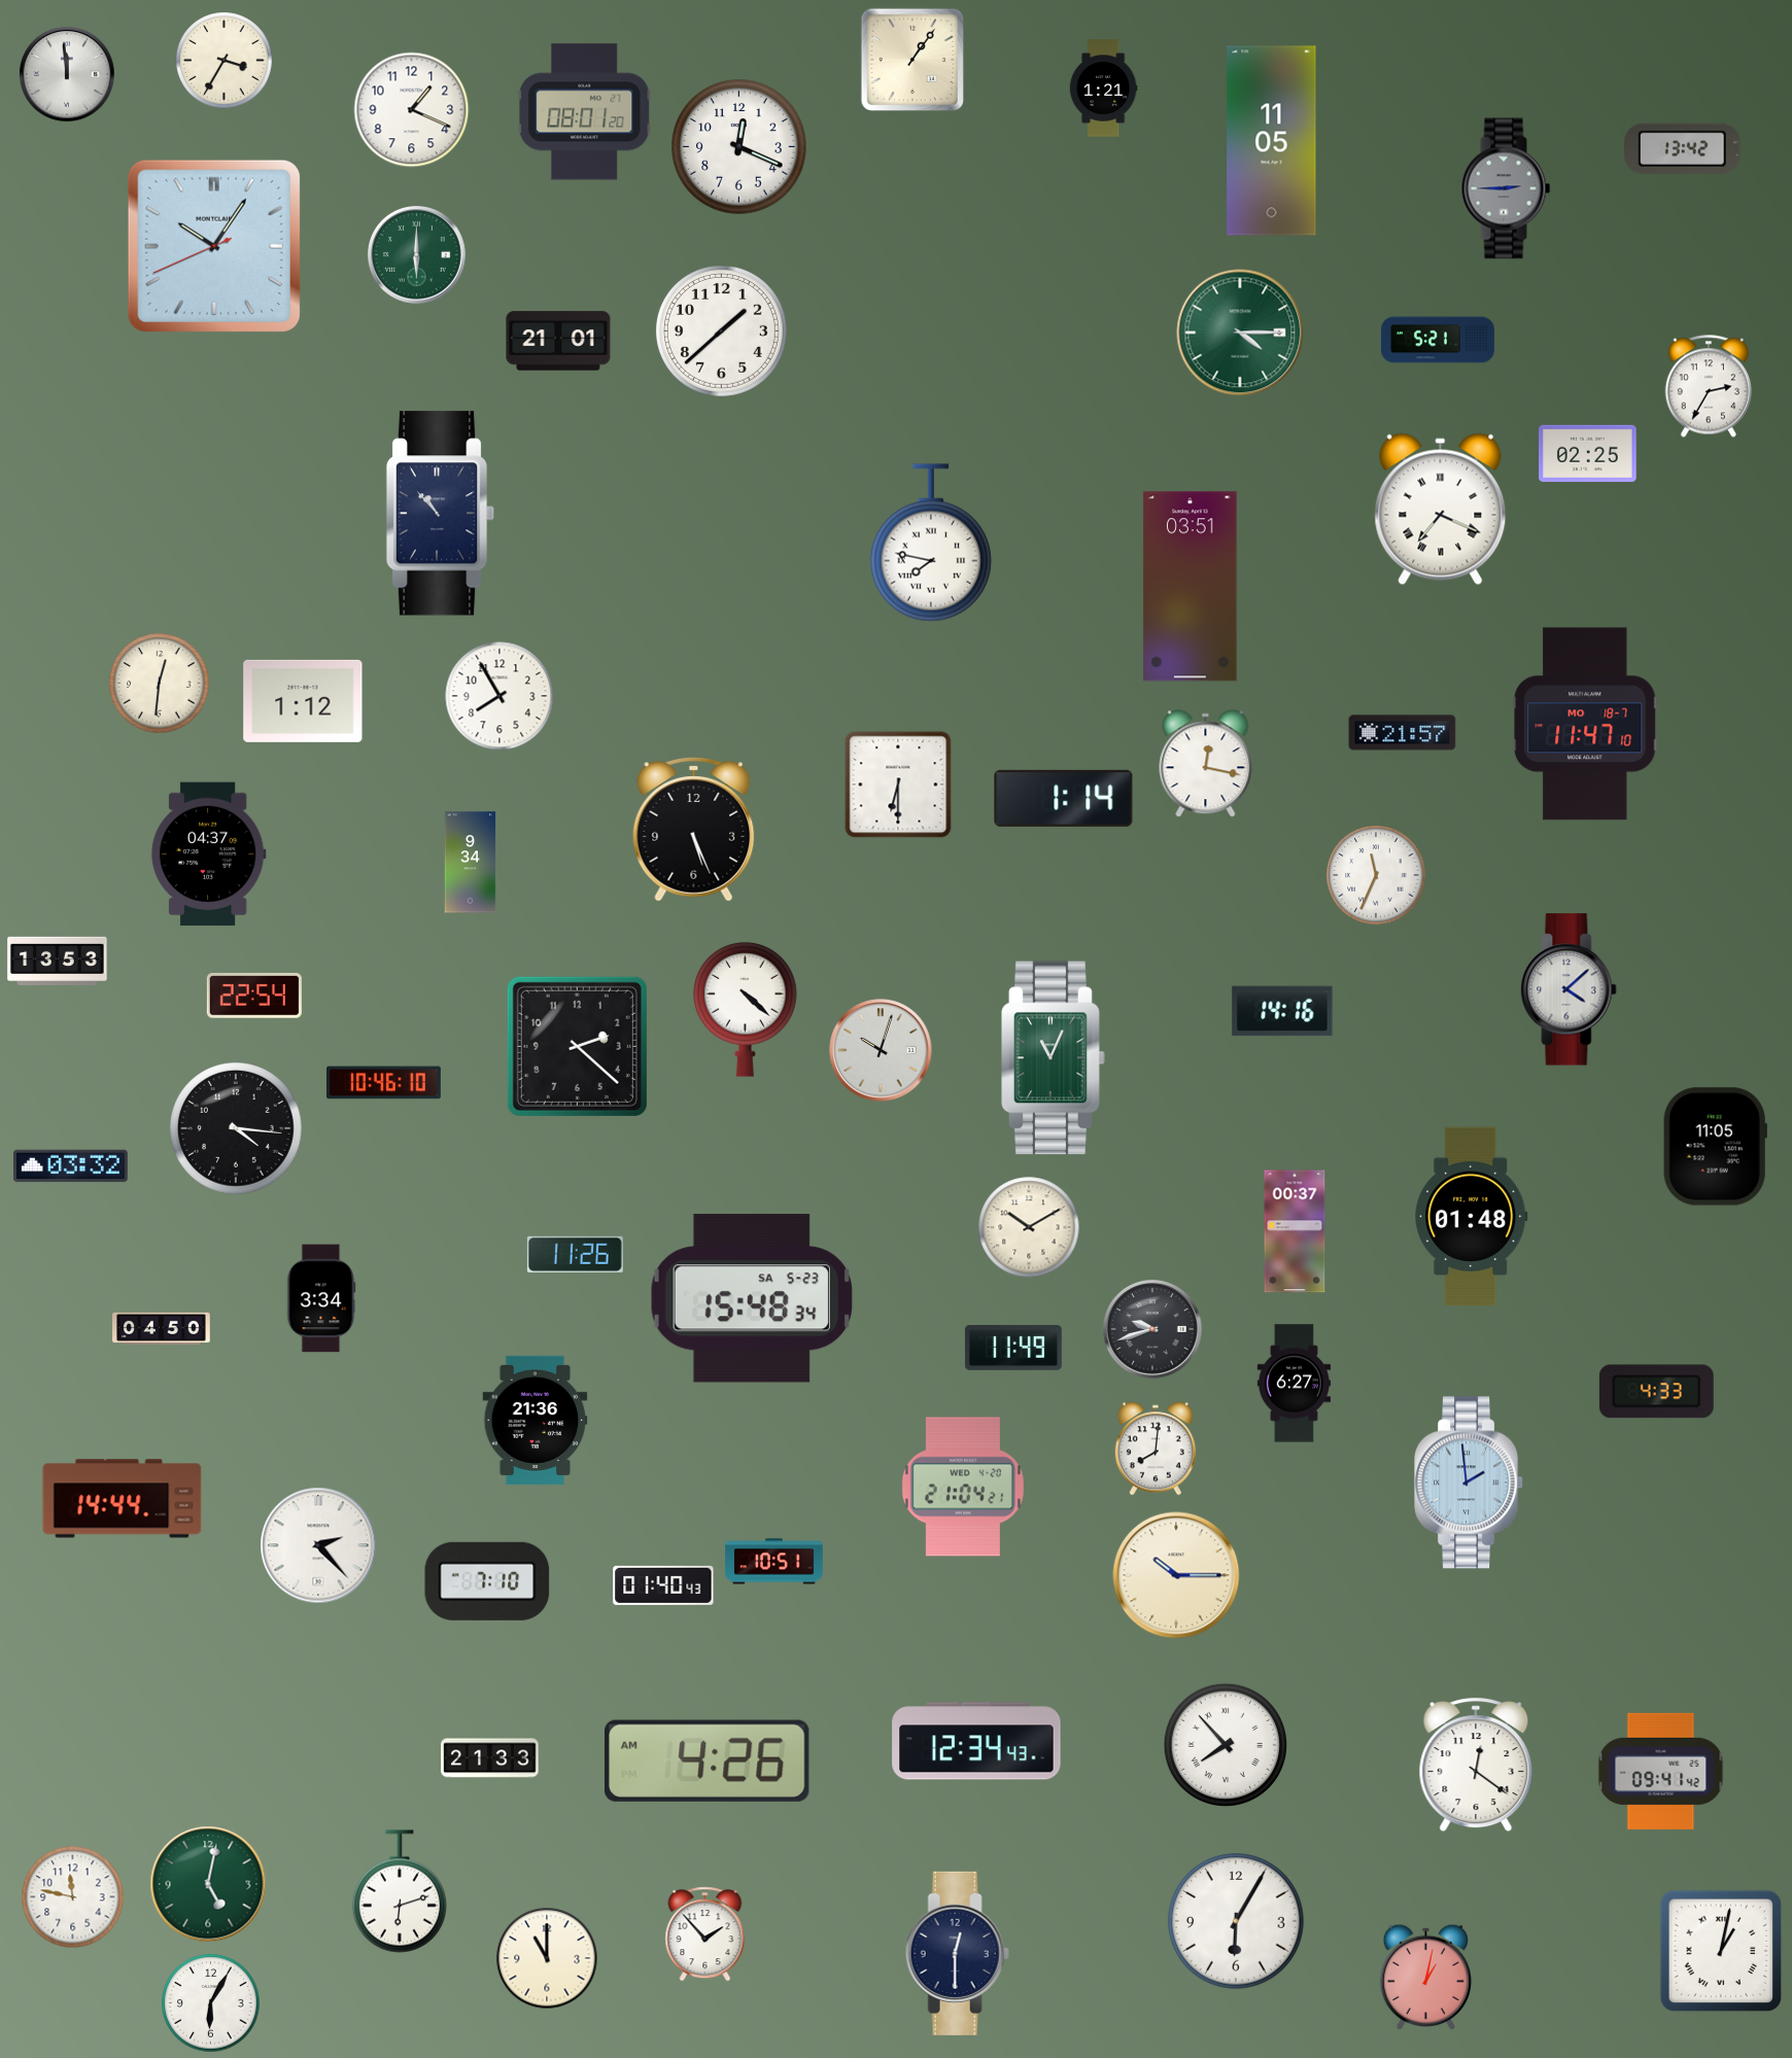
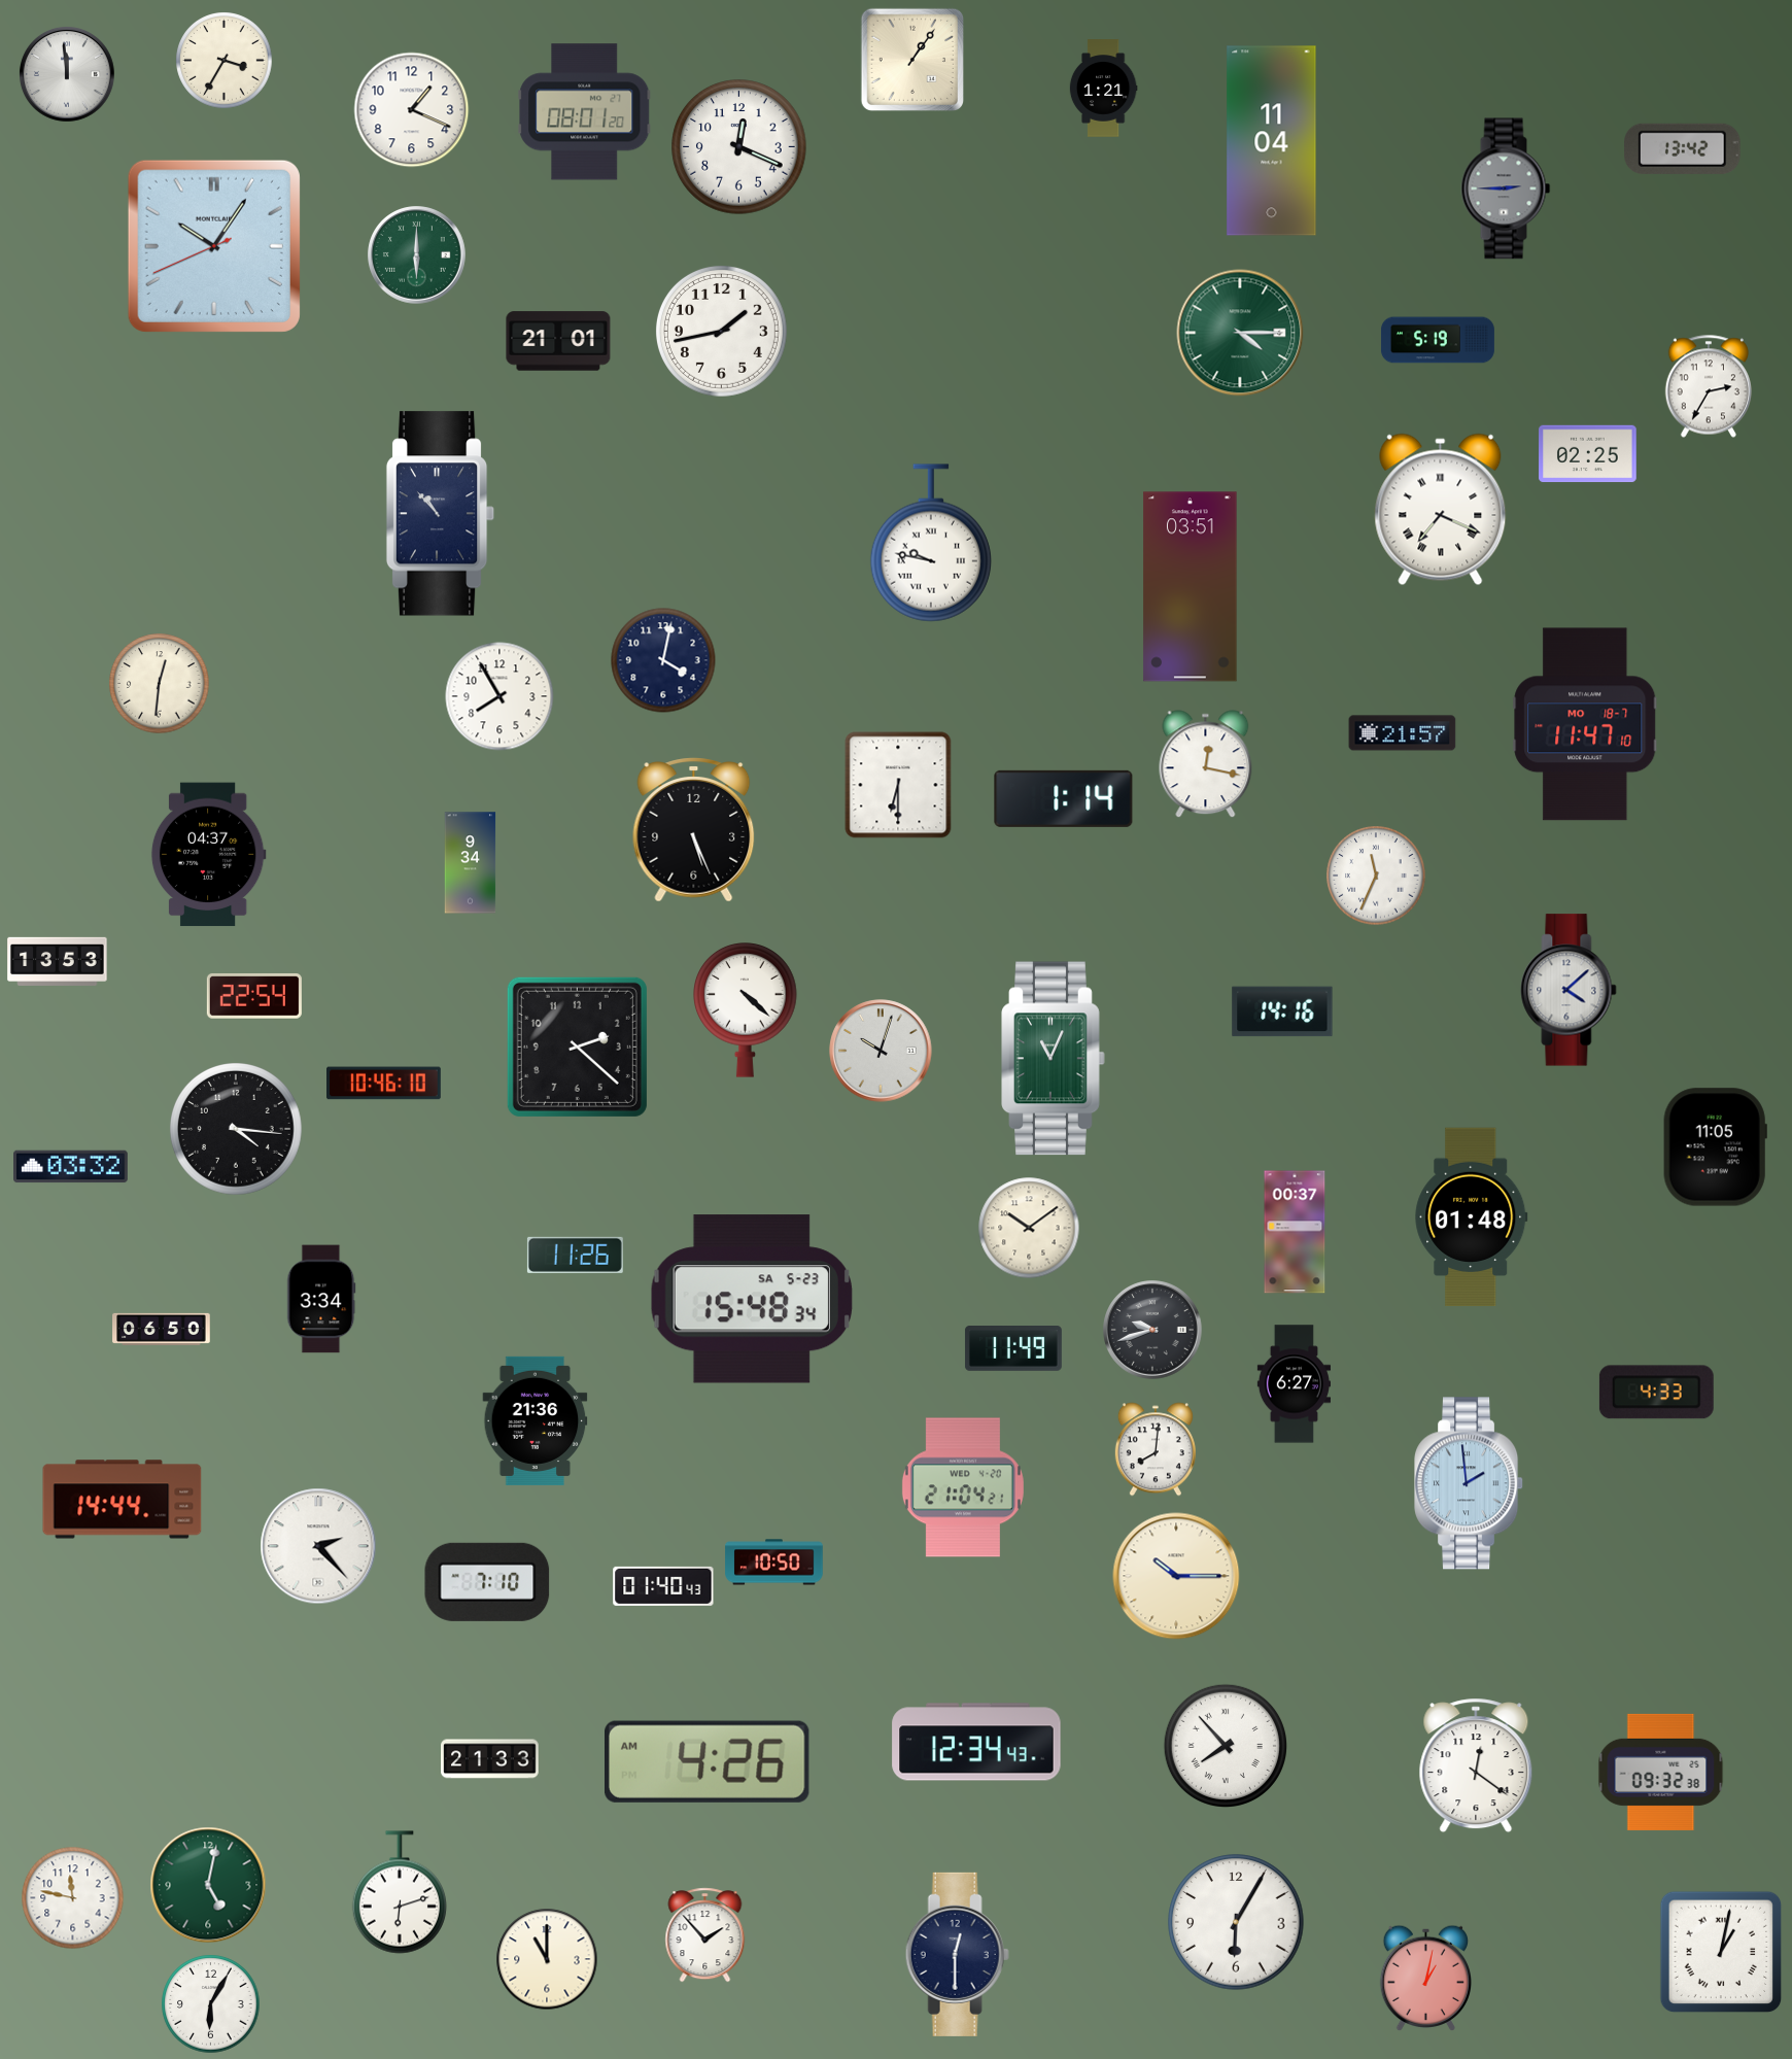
clock at (1272, 141): 11:05 -> 11:04
clock at (721, 330): 1:38 -> 1:43
clock at (1438, 340): 5:21 -> 5:19
clock at (931, 543): 7:47 -> 9:47
clock at (663, 660): none -> 4:02
clock at (303, 701): 1:12 -> none
clock at (1029, 1227): 10:10 -> 10:09
clock at (162, 1328): 04:50 -> 06:50
clock at (774, 1562): 10:51 -> 10:50
clock at (1661, 1771): 09:41 -> 09:32
